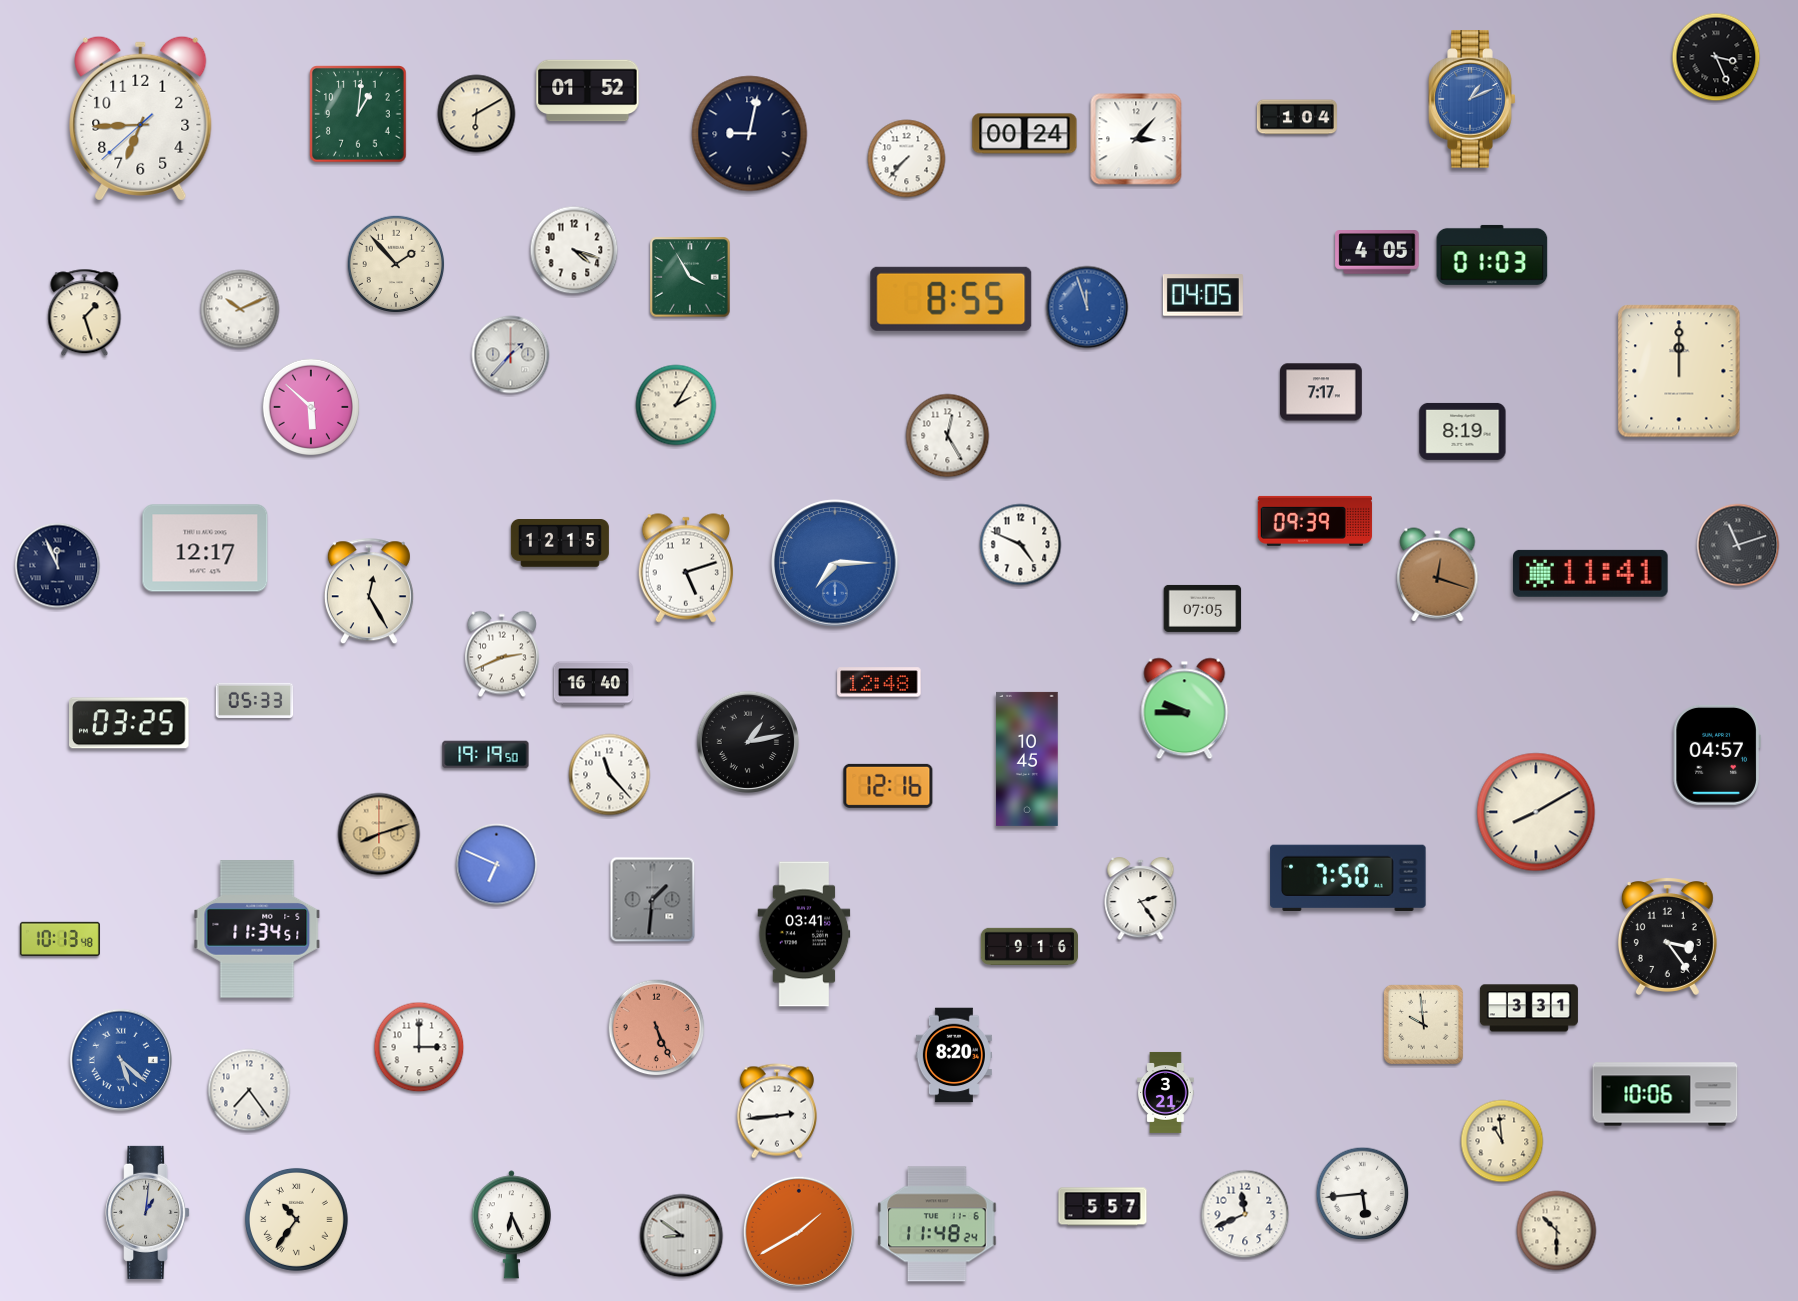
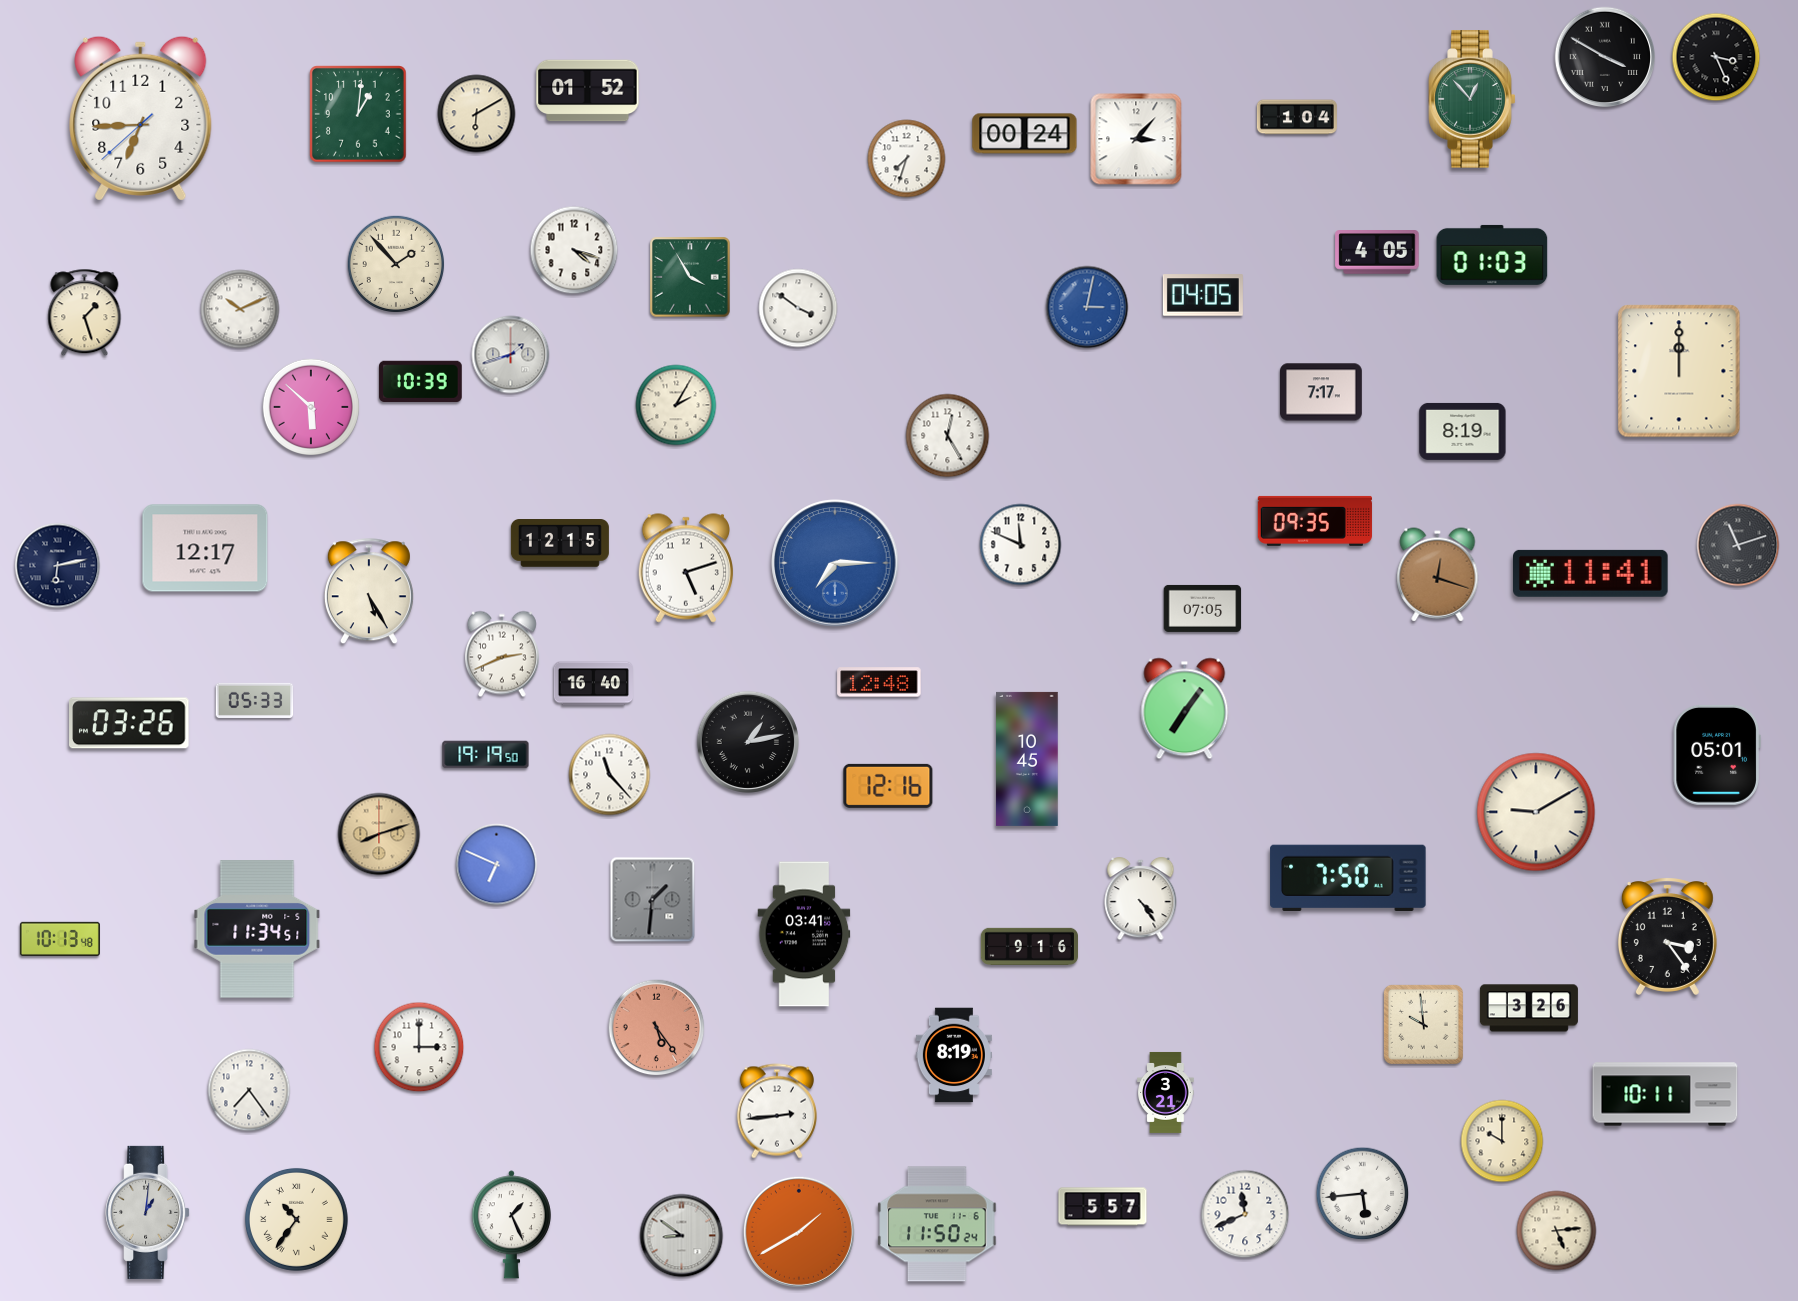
clock at (1604, 56): none -> 3:50
clock at (1472, 99): 1:11 -> 12:53
clock at (1472, 99) dial: blue -> green
clock at (750, 134): 9:02 -> none
clock at (907, 159): 7:37 -> 7:33
clock at (951, 299): 8:55 -> none
clock at (1087, 307): 11:57 -> 3:02
clock at (798, 308): none -> 3:51
clock at (511, 355): 1:37 -> 1:42
clock at (421, 381): none -> 10:39
clock at (1315, 521): 09:39 -> 09:35
clock at (1021, 545): 4:49 -> 11:49
clock at (58, 566): 11:56 -> 6:13
clock at (369, 592): 12:25 -> 5:25
clock at (1185, 709): 9:45 -> 7:06
clock at (129, 723): 03:25 -> 03:26
clock at (1717, 755): 04:57 -> 05:01
clock at (1536, 812): 8:10 -> 9:10
clock at (1141, 900): 2:24 -> 4:24
clock at (1529, 1008): 3:31 -> 3:26
clock at (657, 1028): 5:26 -> 5:24
clock at (954, 1055): 8:20 -> 8:19
clock at (120, 1059): 5:22 -> none
clock at (1665, 1094): 10:06 -> 10:11
clock at (1502, 1141): 10:59 -> 10:00
clock at (937, 1224): 11:48 -> 11:50
clock at (511, 1225): 6:26 -> 1:26
clock at (1557, 1231): 10:30 -> 5:14
